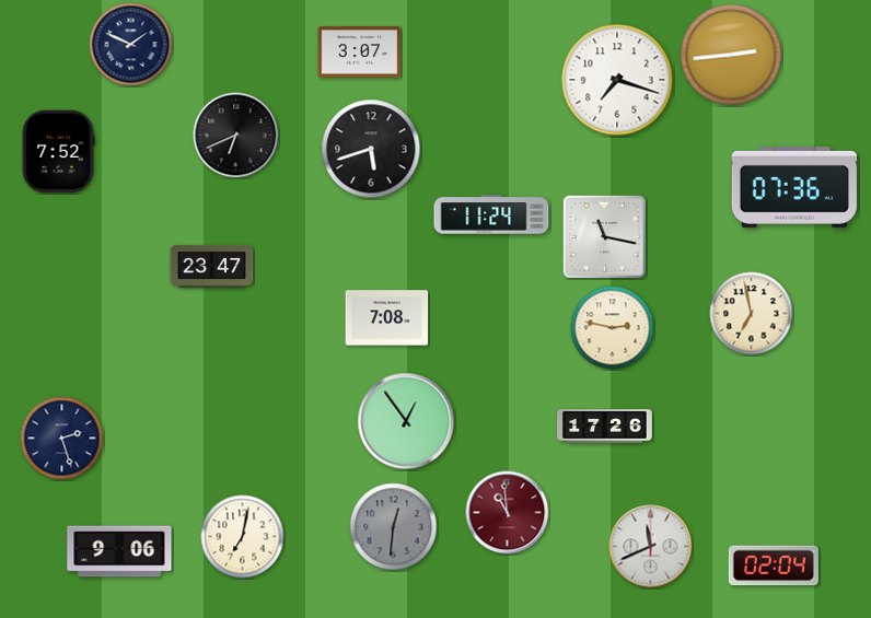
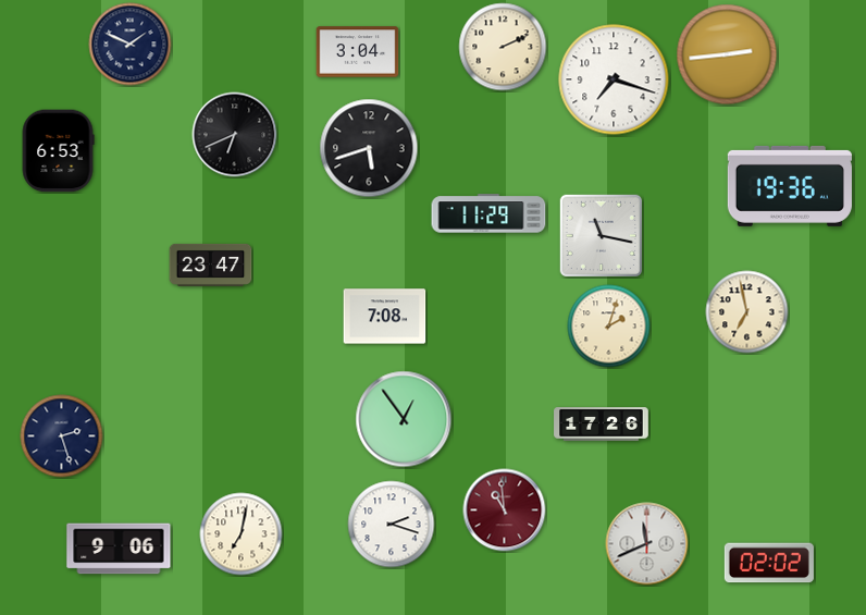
clock at (503, 47): none -> 2:11
clock at (360, 53): 3:07 -> 3:04
clock at (58, 152): 7:52 -> 6:53
clock at (794, 187): 07:36 -> 19:36
clock at (491, 214): 11:24 -> 11:29
clock at (613, 328): 2:47 -> 2:03
clock at (394, 527): 12:31 -> 2:18
clock at (394, 527) dial: grey -> white
clock at (774, 565): 02:04 -> 02:02
